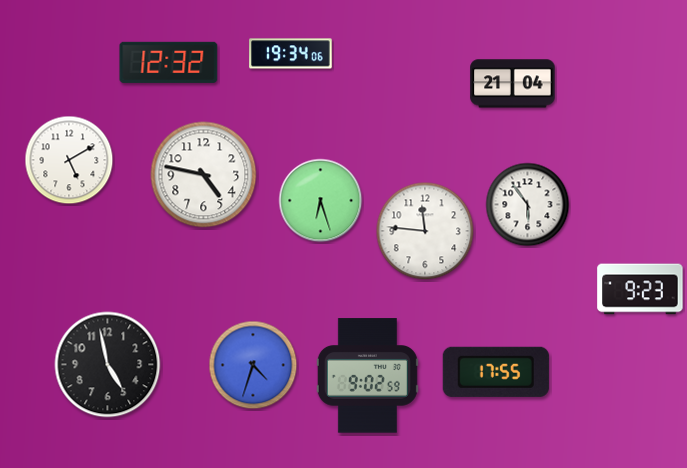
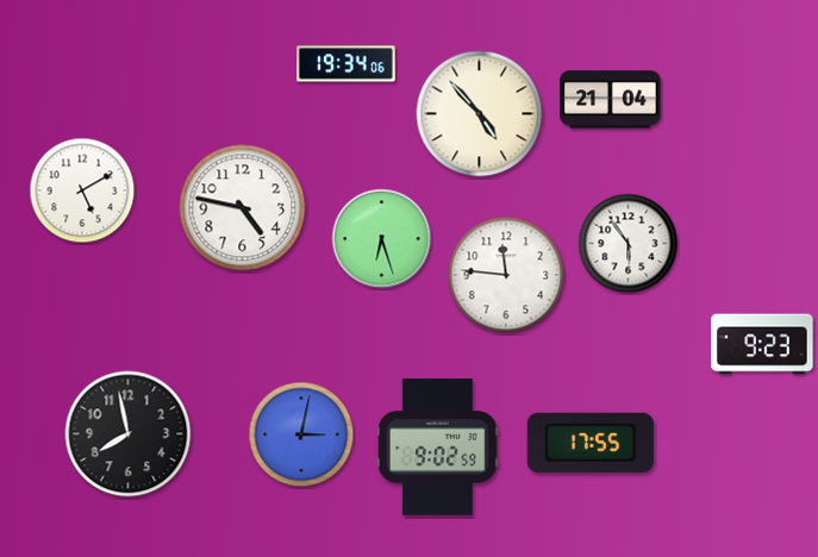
clock at (169, 62): 12:32 -> none
clock at (480, 114): none -> 4:53
clock at (108, 365): 4:58 -> 7:58
clock at (253, 365): 4:33 -> 3:02
